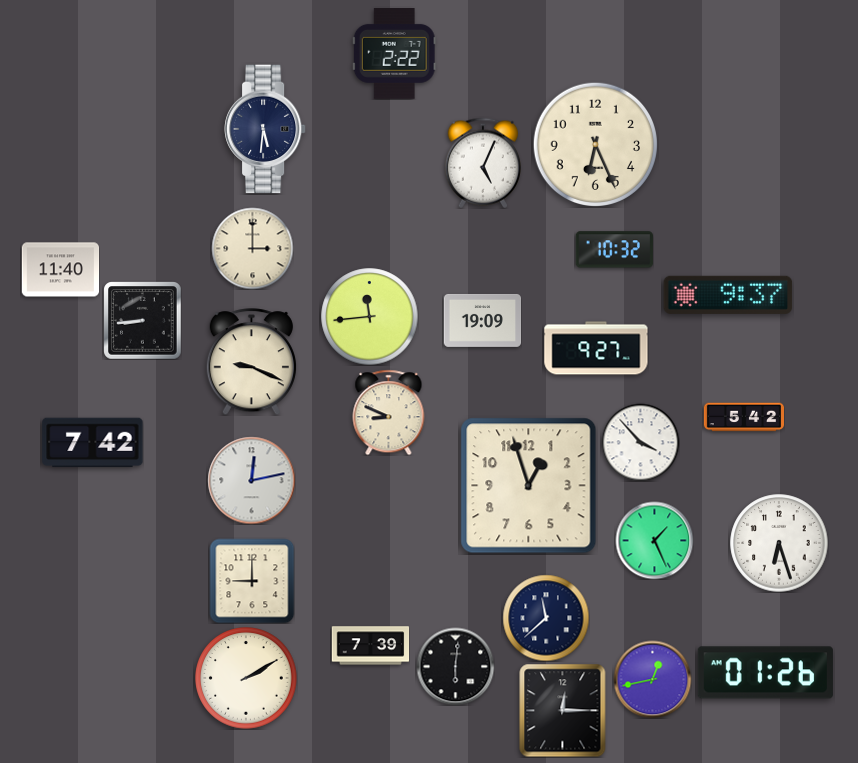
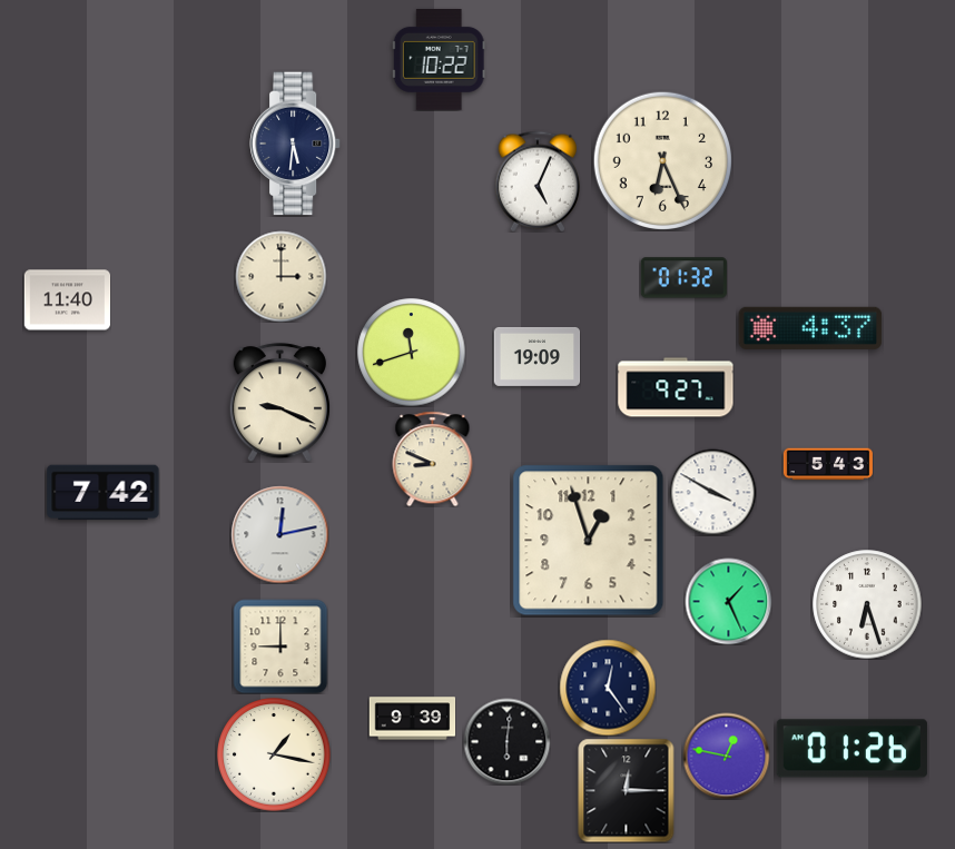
clock at (394, 54): 2:22 -> 10:22
clock at (614, 250): 10:32 -> 01:32
clock at (728, 295): 9:37 -> 4:37
clock at (370, 317): 11:44 -> 11:42
clock at (142, 320): 8:44 -> none
clock at (596, 348) position: (596, 348) -> (676, 387)
clock at (743, 417): 5:42 -> 5:43
clock at (640, 442): 3:53 -> 3:50
clock at (546, 618): 11:38 -> 12:24
clock at (370, 646): 7:39 -> 9:39
clock at (246, 678): 2:10 -> 1:17
clock at (652, 679): 12:43 -> 12:47
